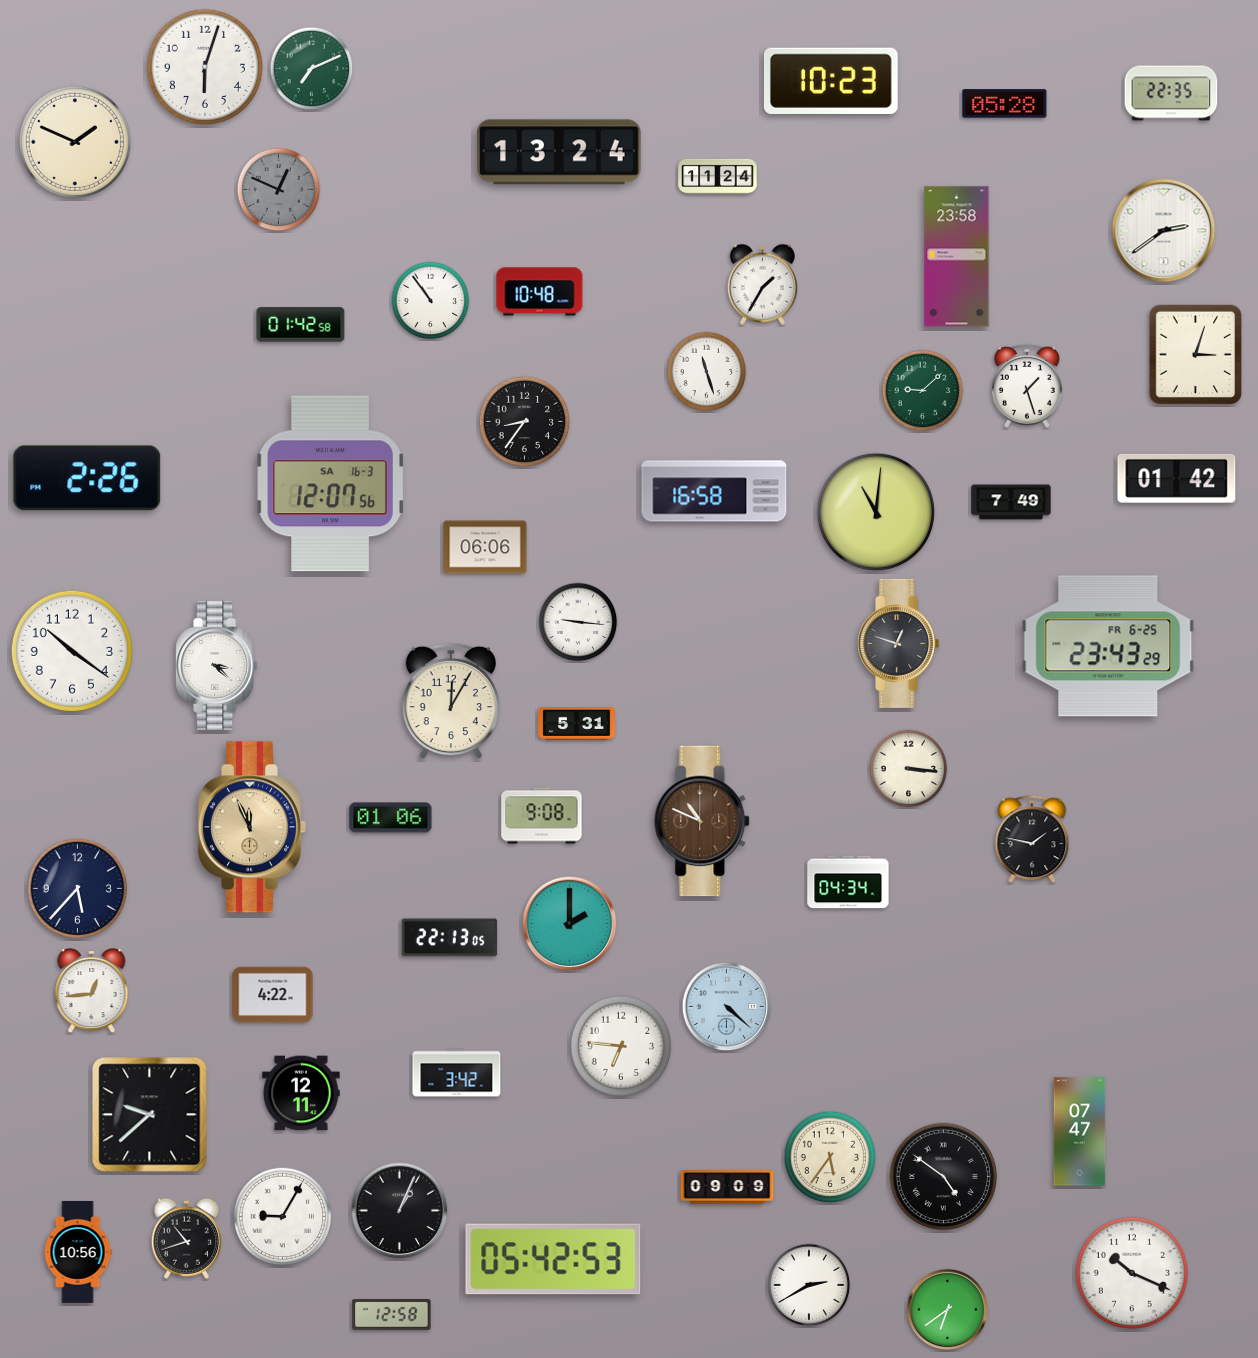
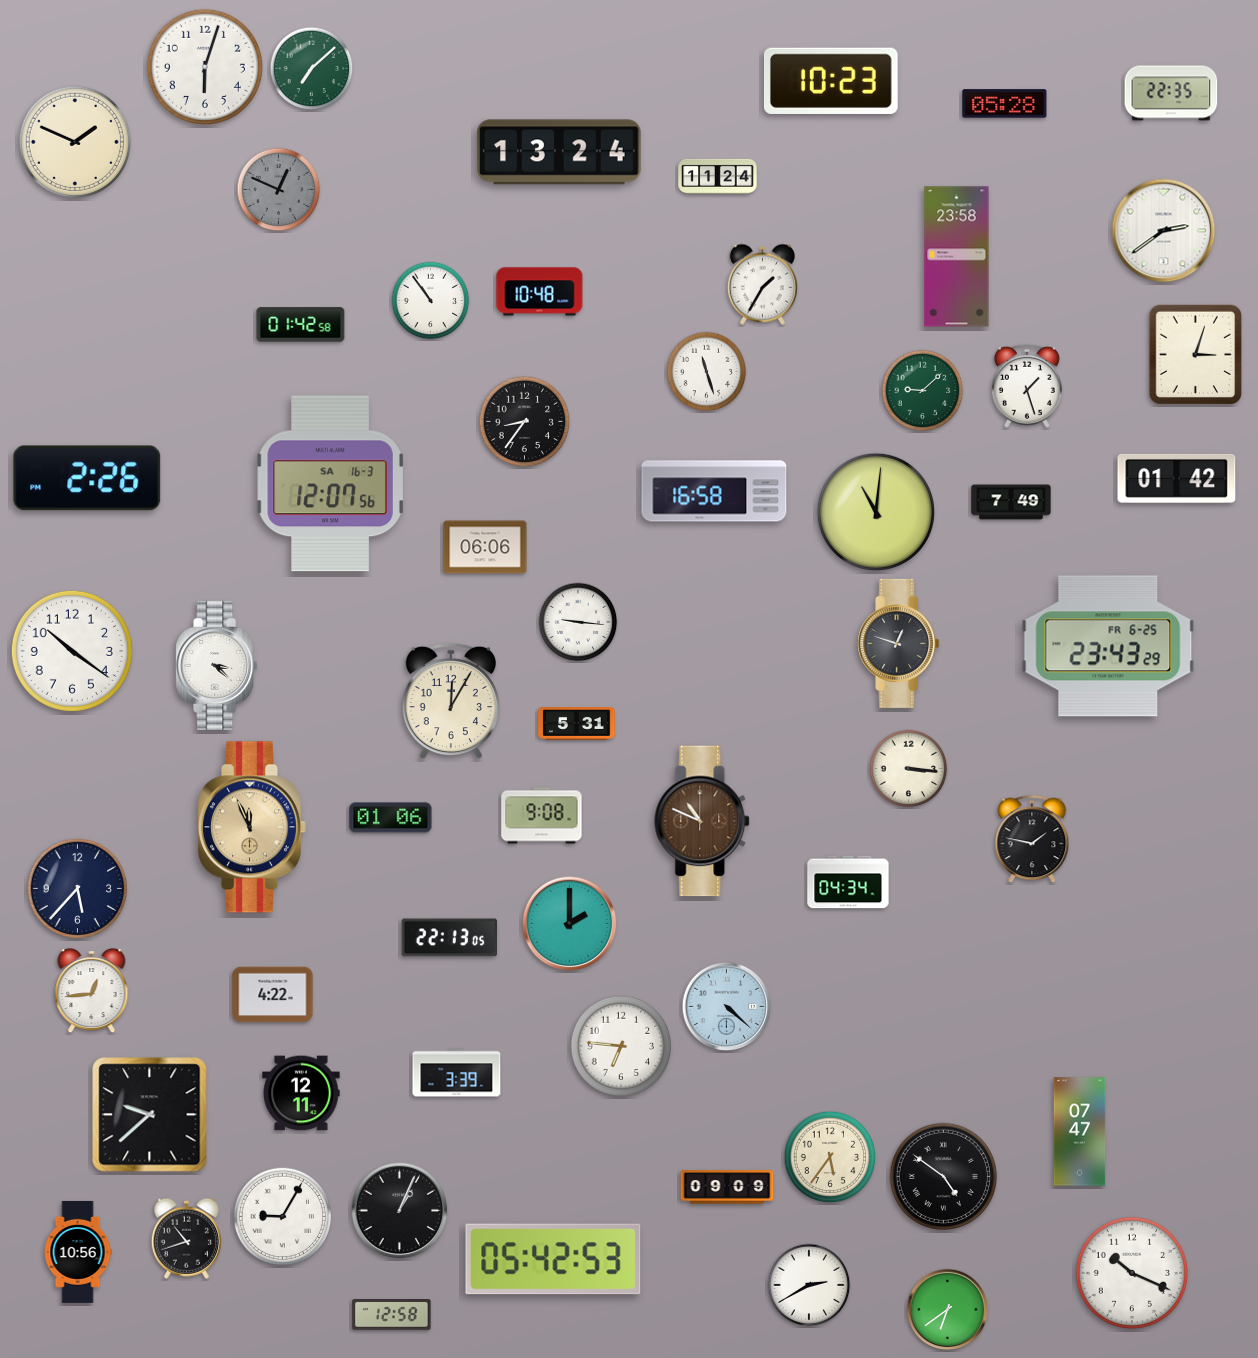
clock at (312, 69): 7:11 -> 7:08
clock at (457, 1073): 3:42 -> 3:39
